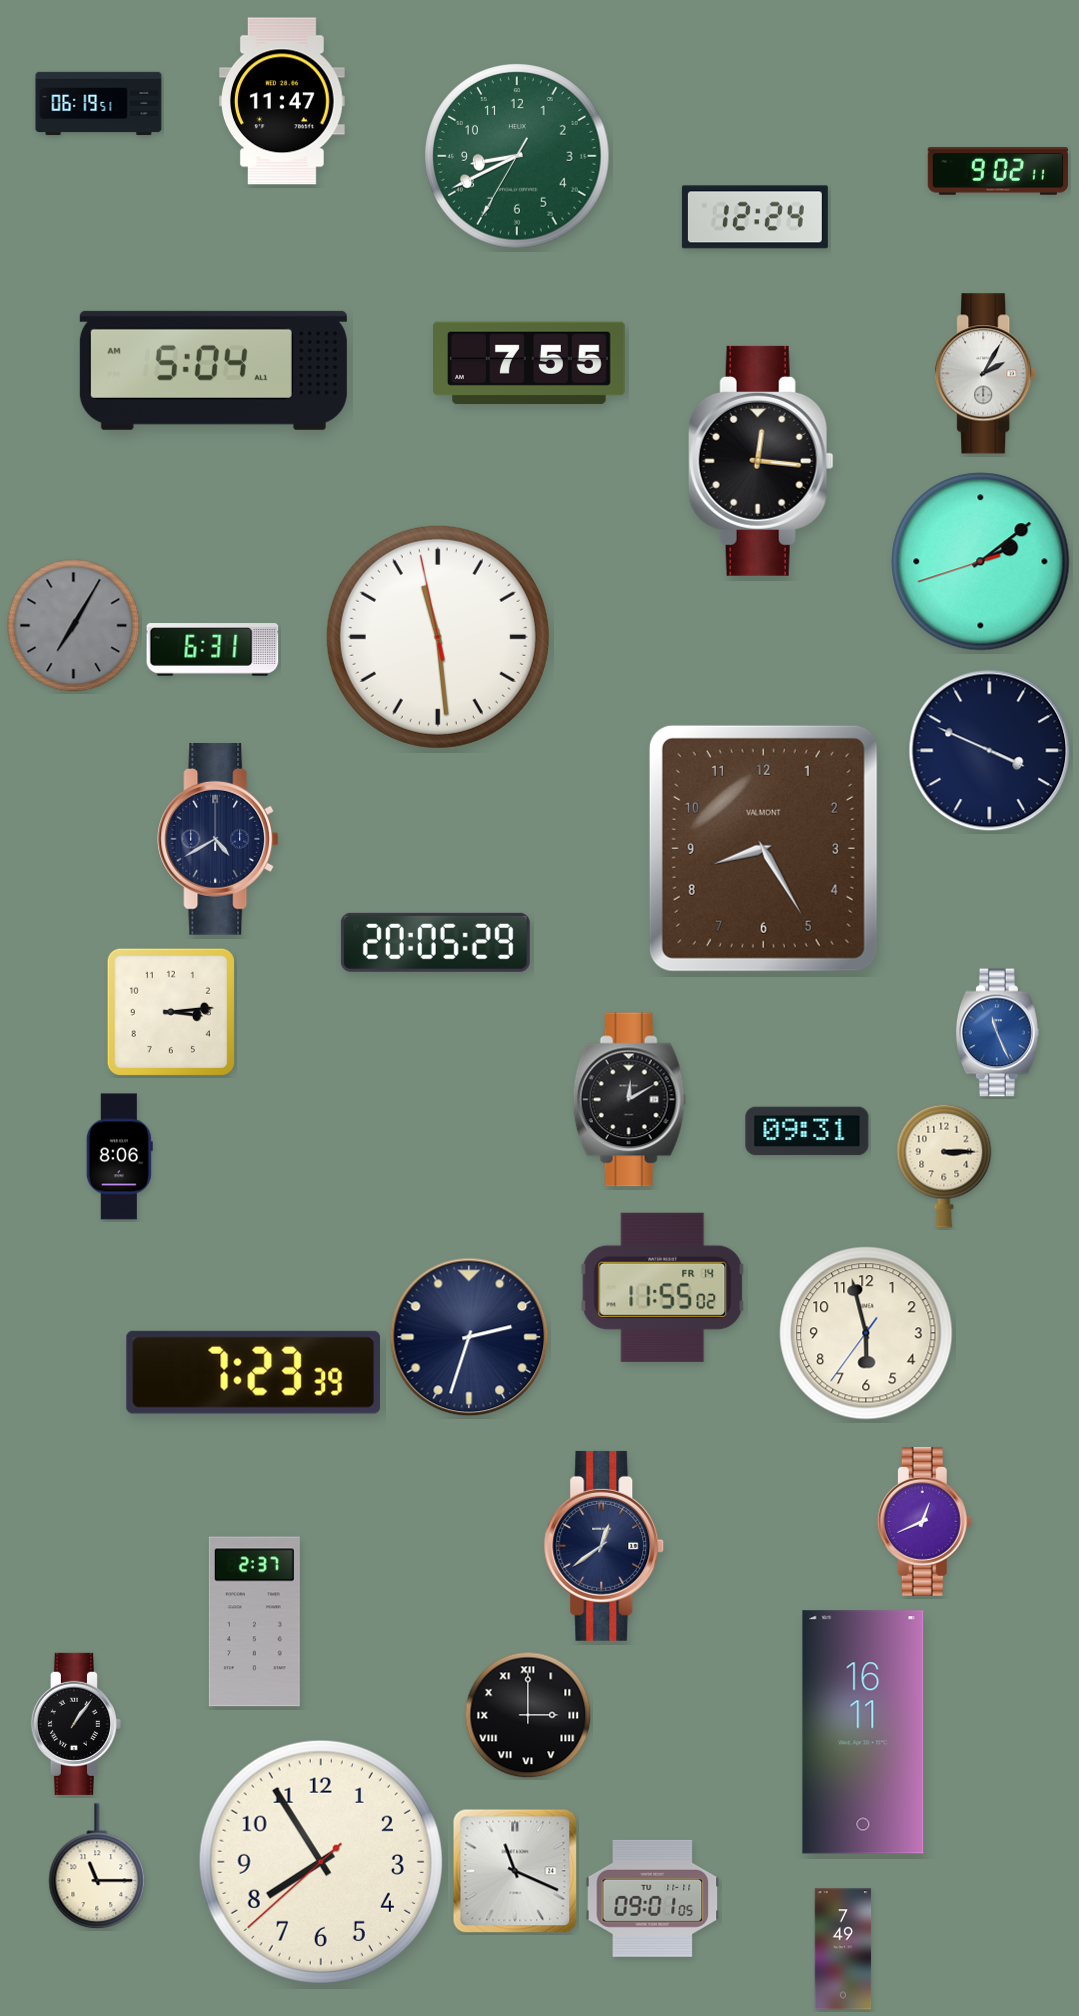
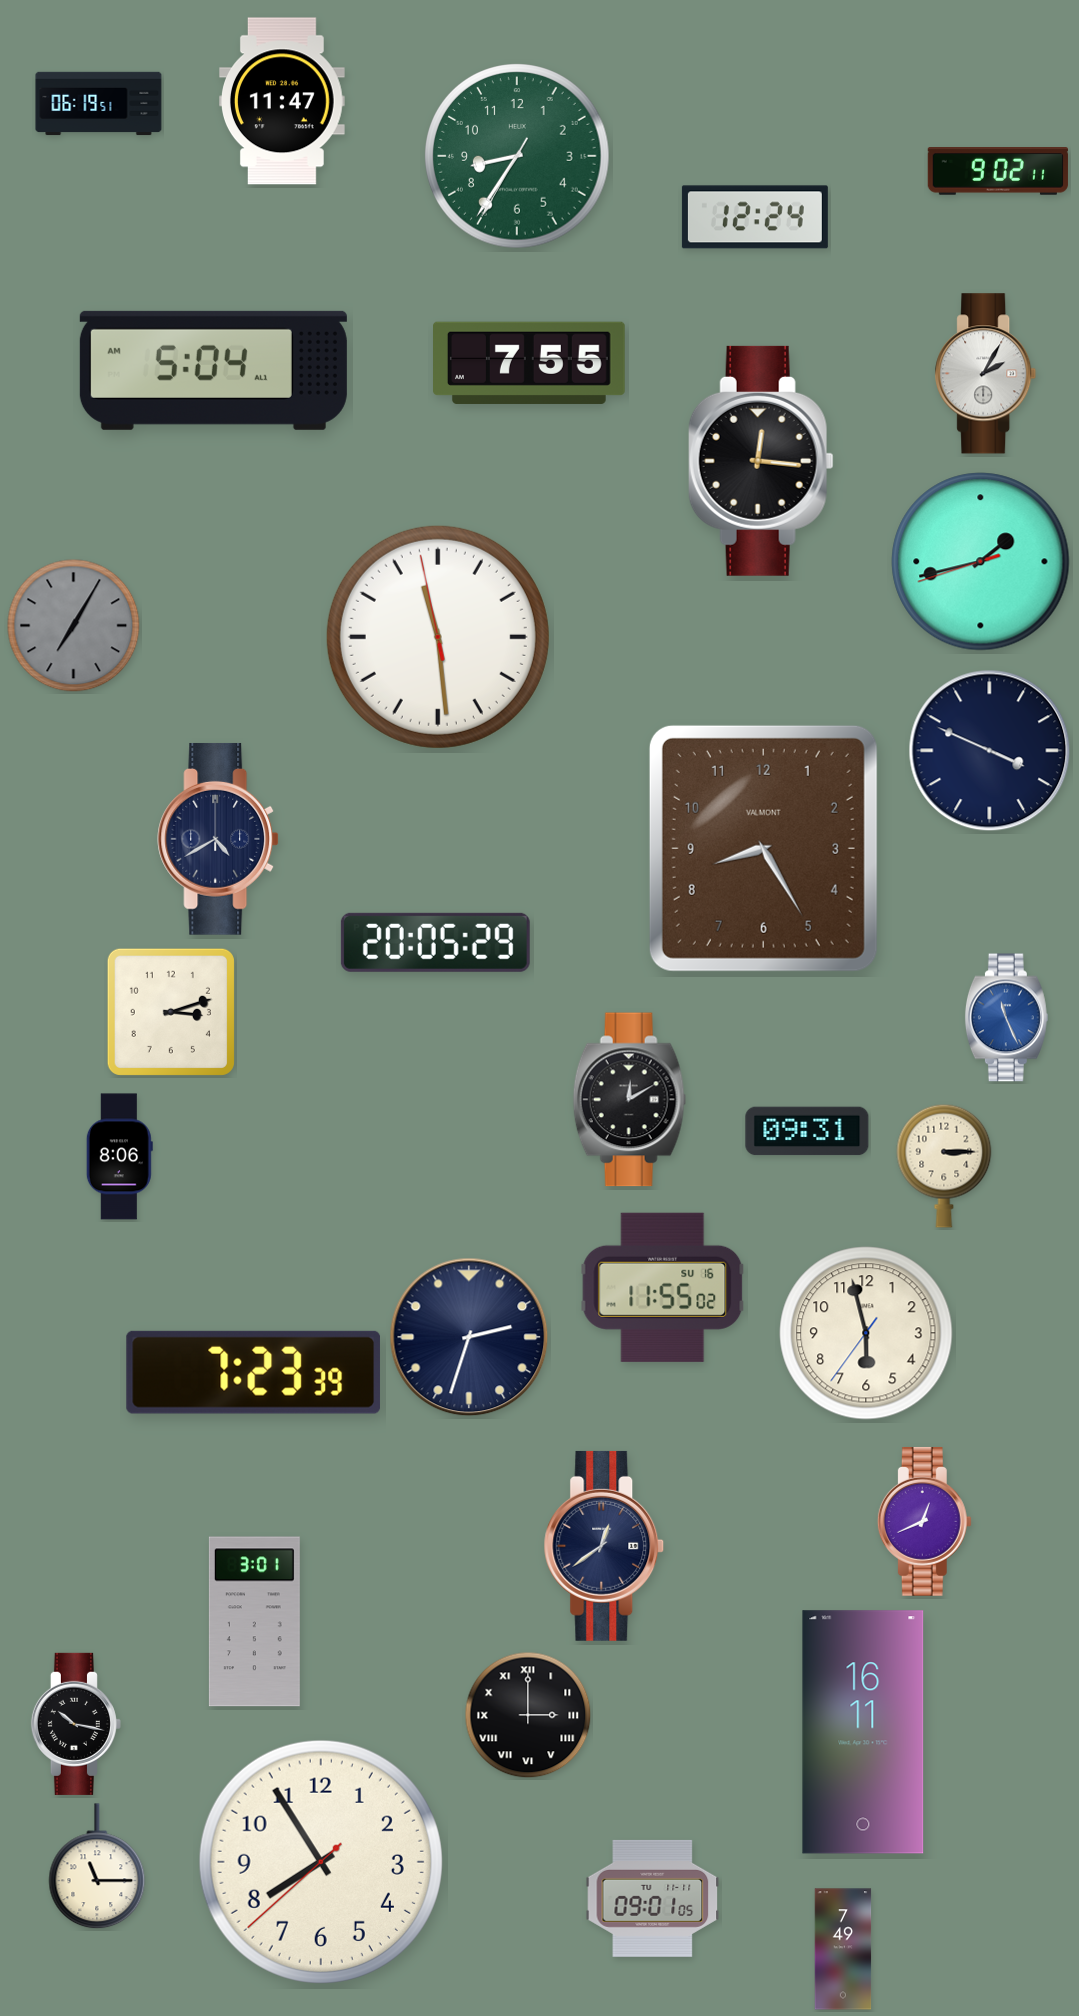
clock at (517, 156): 8:40 -> 8:35
clock at (981, 562): 2:08 -> 1:42
clock at (213, 650): 6:31 -> none
clock at (171, 1012): 3:14 -> 3:12
clock at (997, 1033) position: (997, 1033) -> (1006, 1018)
clock at (663, 1287) date: FR 14 -> SU 16
clock at (254, 1622): 2:37 -> 3:01
clock at (76, 1724): 1:06 -> 10:17
clock at (515, 1871): 11:19 -> none
